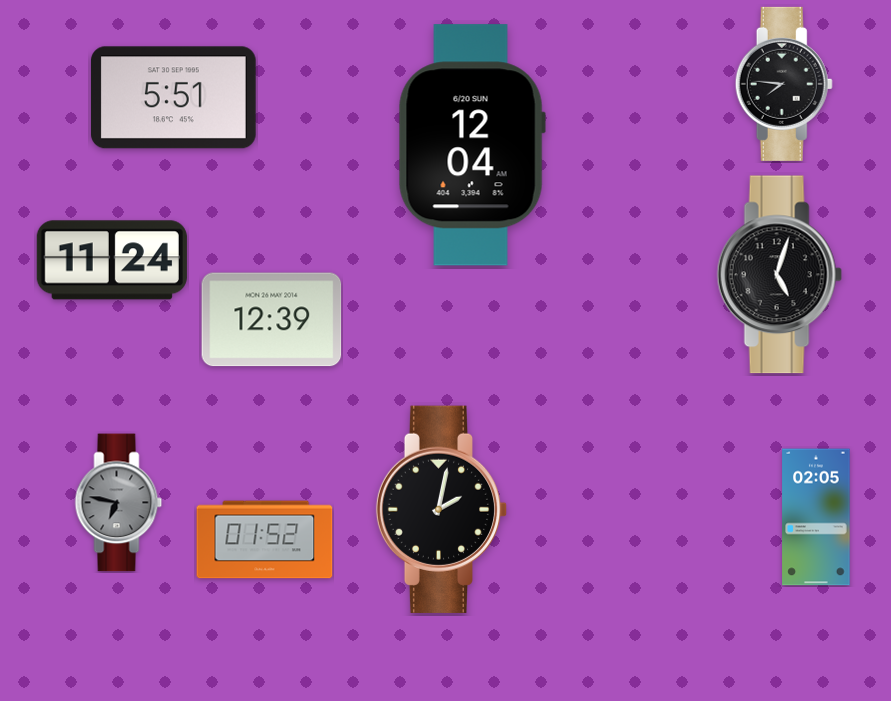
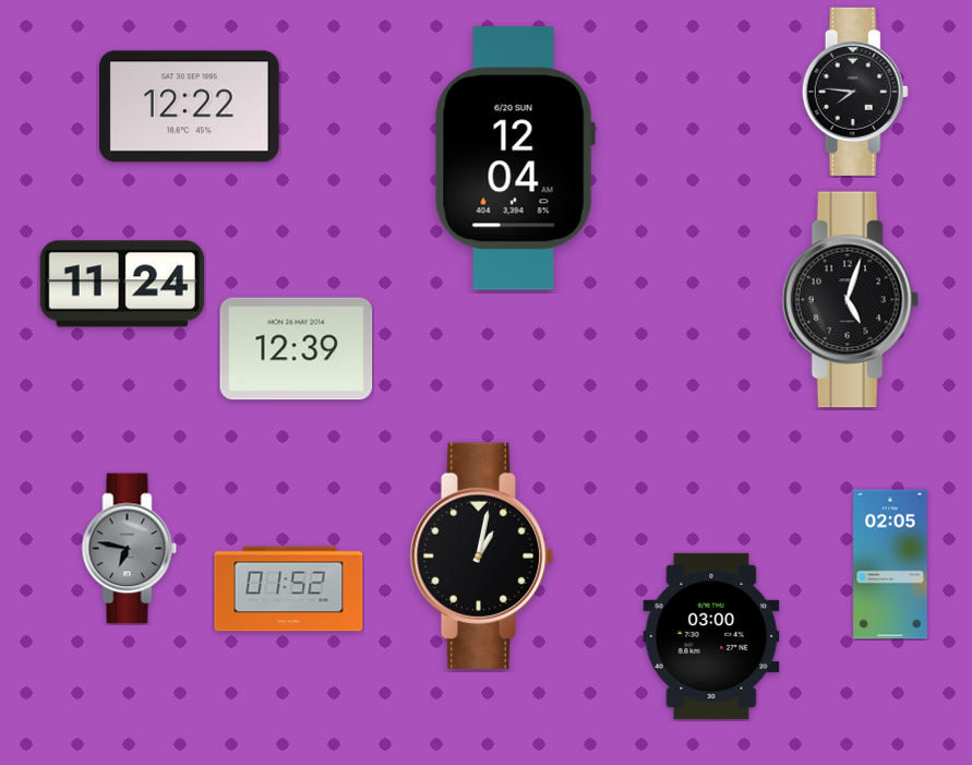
clock at (173, 98): 5:51 -> 12:22
clock at (442, 509): 2:02 -> 1:02
clock at (711, 636): none -> 03:00
